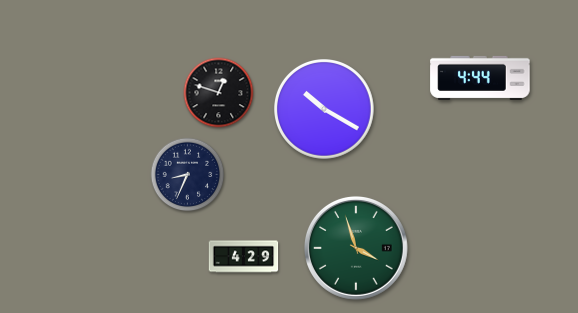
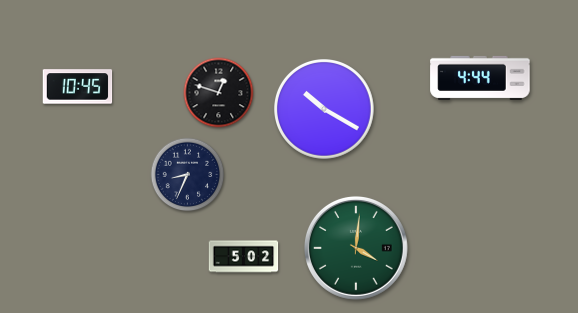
clock at (78, 87): none -> 10:45
clock at (356, 248): 3:57 -> 4:01
clock at (244, 257): 4:29 -> 5:02
